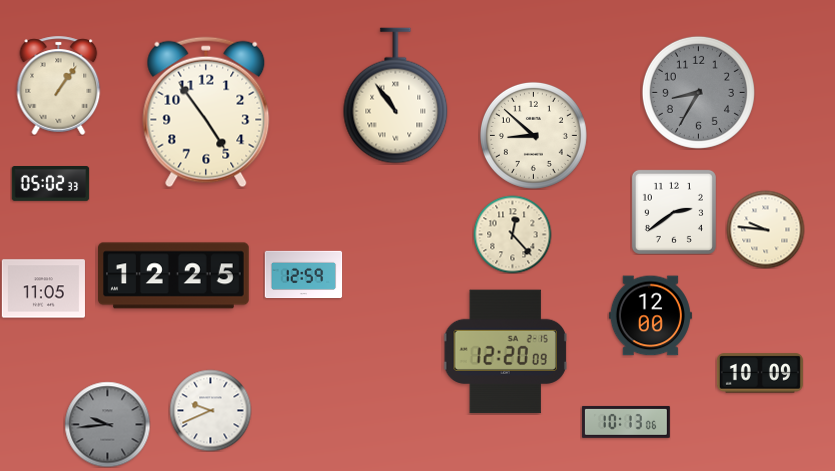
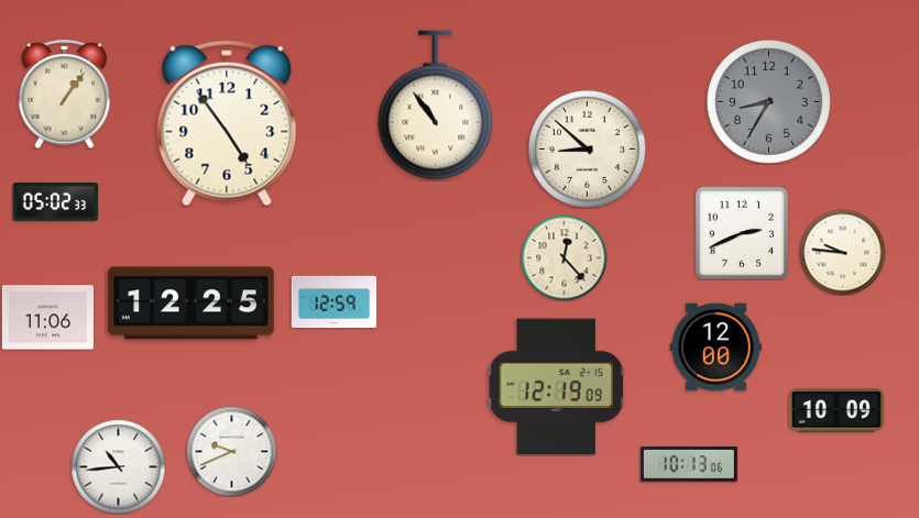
clock at (674, 212): 2:39 -> 2:41
clock at (43, 289): 11:05 -> 11:06
clock at (506, 352): 12:20 -> 12:19
clock at (107, 424): 9:44 -> 10:44
clock at (107, 424) dial: grey -> white
